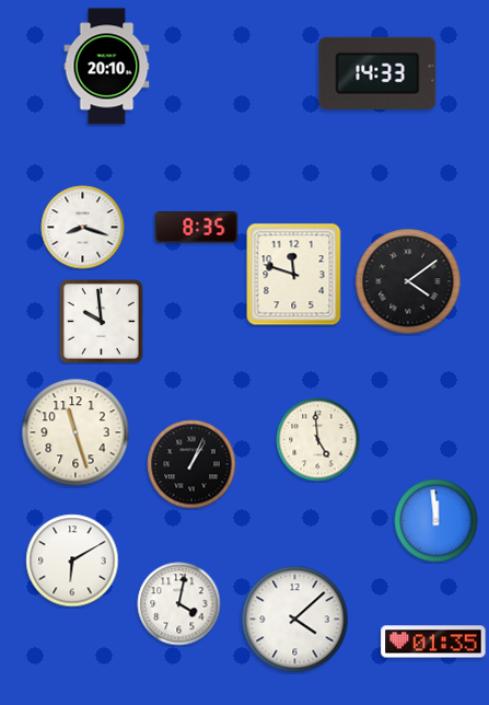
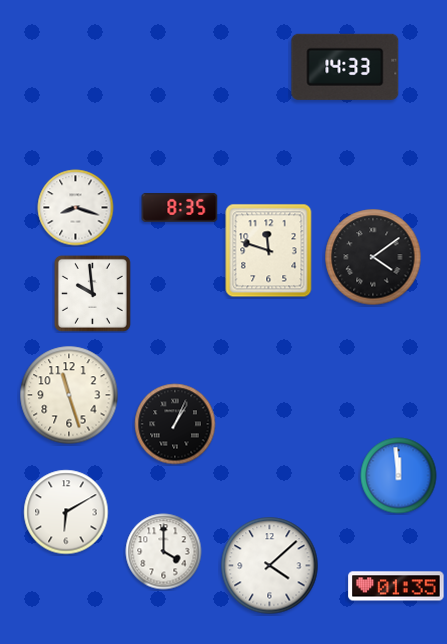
clock at (107, 67): 20:10 -> none
clock at (318, 440): 4:59 -> none
clock at (179, 604): 4:02 -> 4:00
